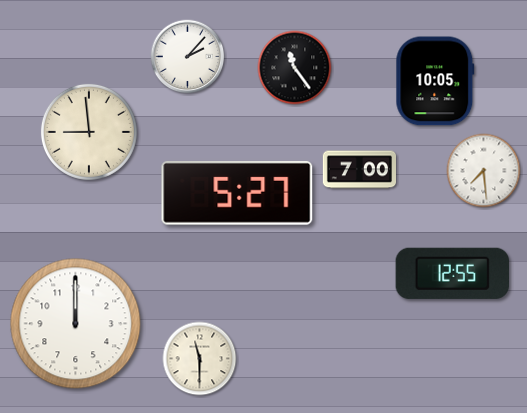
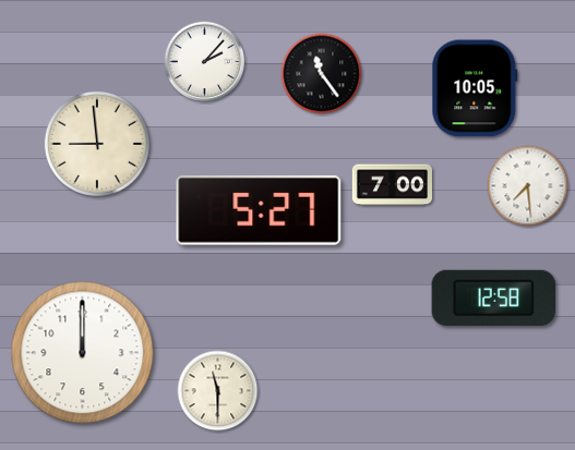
clock at (452, 273): 12:55 -> 12:58
